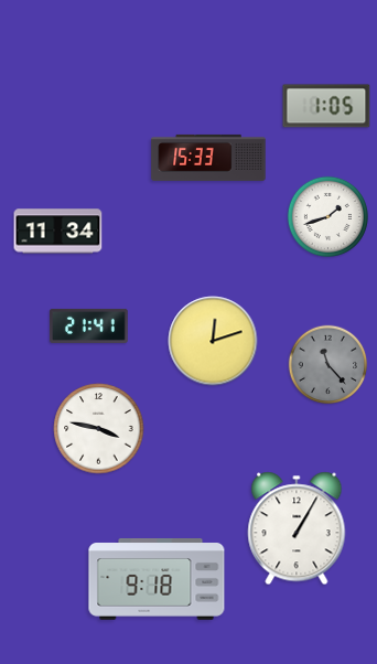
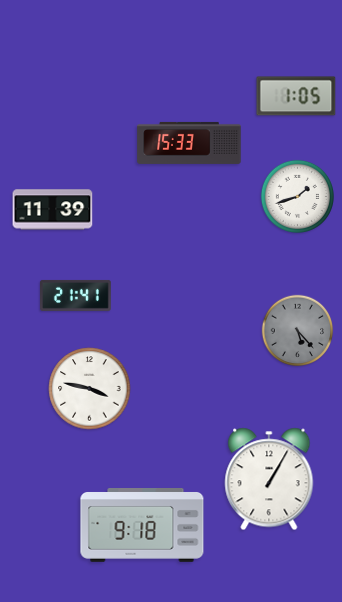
clock at (58, 232): 11:34 -> 11:39
clock at (89, 325) position: (89, 325) -> (76, 295)
clock at (213, 341): 12:12 -> none
clock at (328, 365): 11:23 -> 5:23
